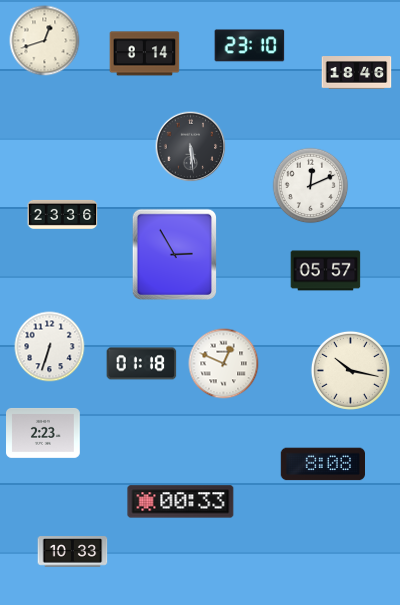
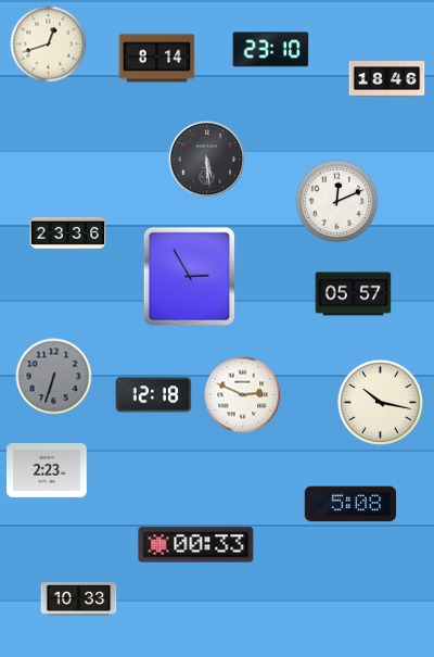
clock at (50, 347) dial: white -> grey
clock at (142, 364): 01:18 -> 12:18
clock at (224, 364): 12:49 -> 2:49
clock at (322, 464): 8:08 -> 5:08
